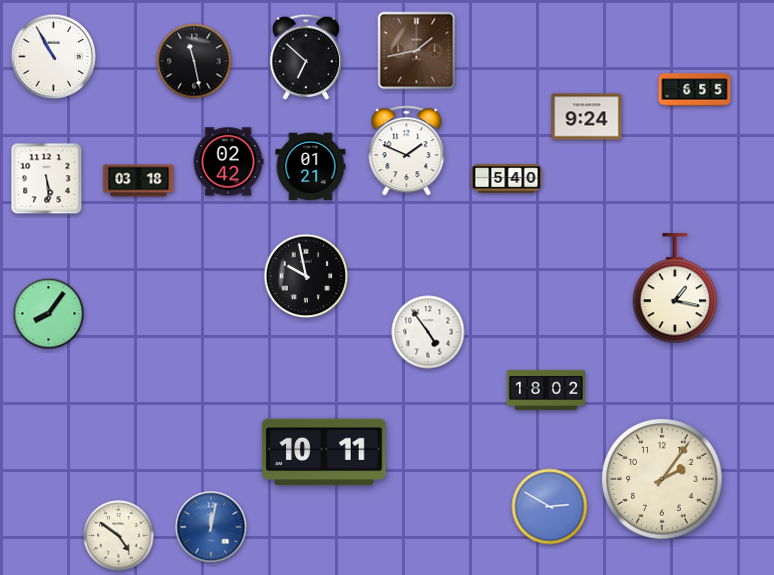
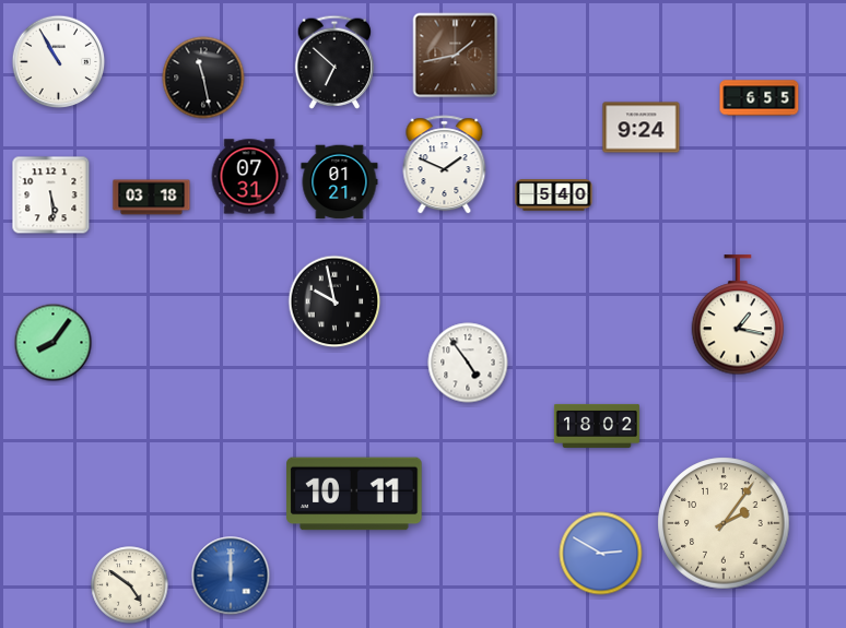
clock at (194, 61) position: (194, 61) -> (203, 78)
clock at (228, 162): 02:42 -> 07:31
clock at (211, 527): 12:02 -> 12:00
